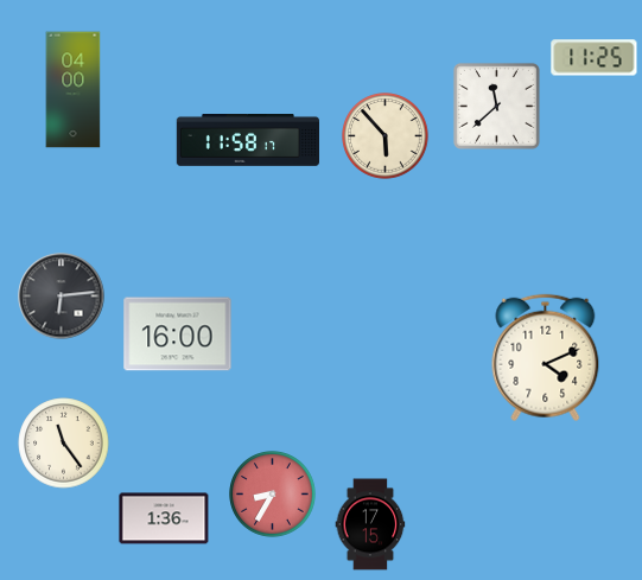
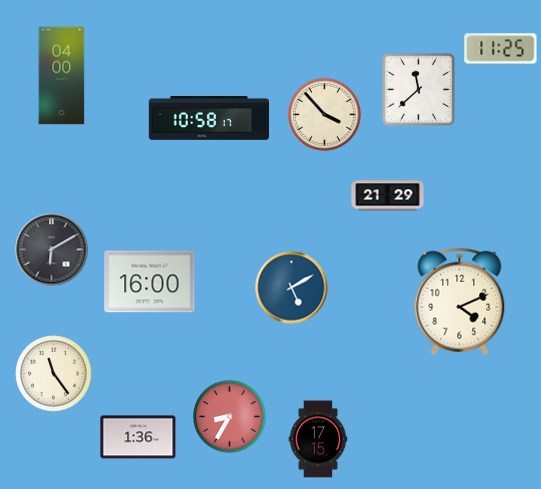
clock at (386, 136): 5:53 -> 3:53
clock at (247, 141): 11:58 -> 10:58
clock at (388, 196): none -> 21:29
clock at (62, 297): 6:14 -> 6:10
clock at (292, 288): none -> 5:10
clock at (370, 524) position: (370, 524) -> (318, 439)
